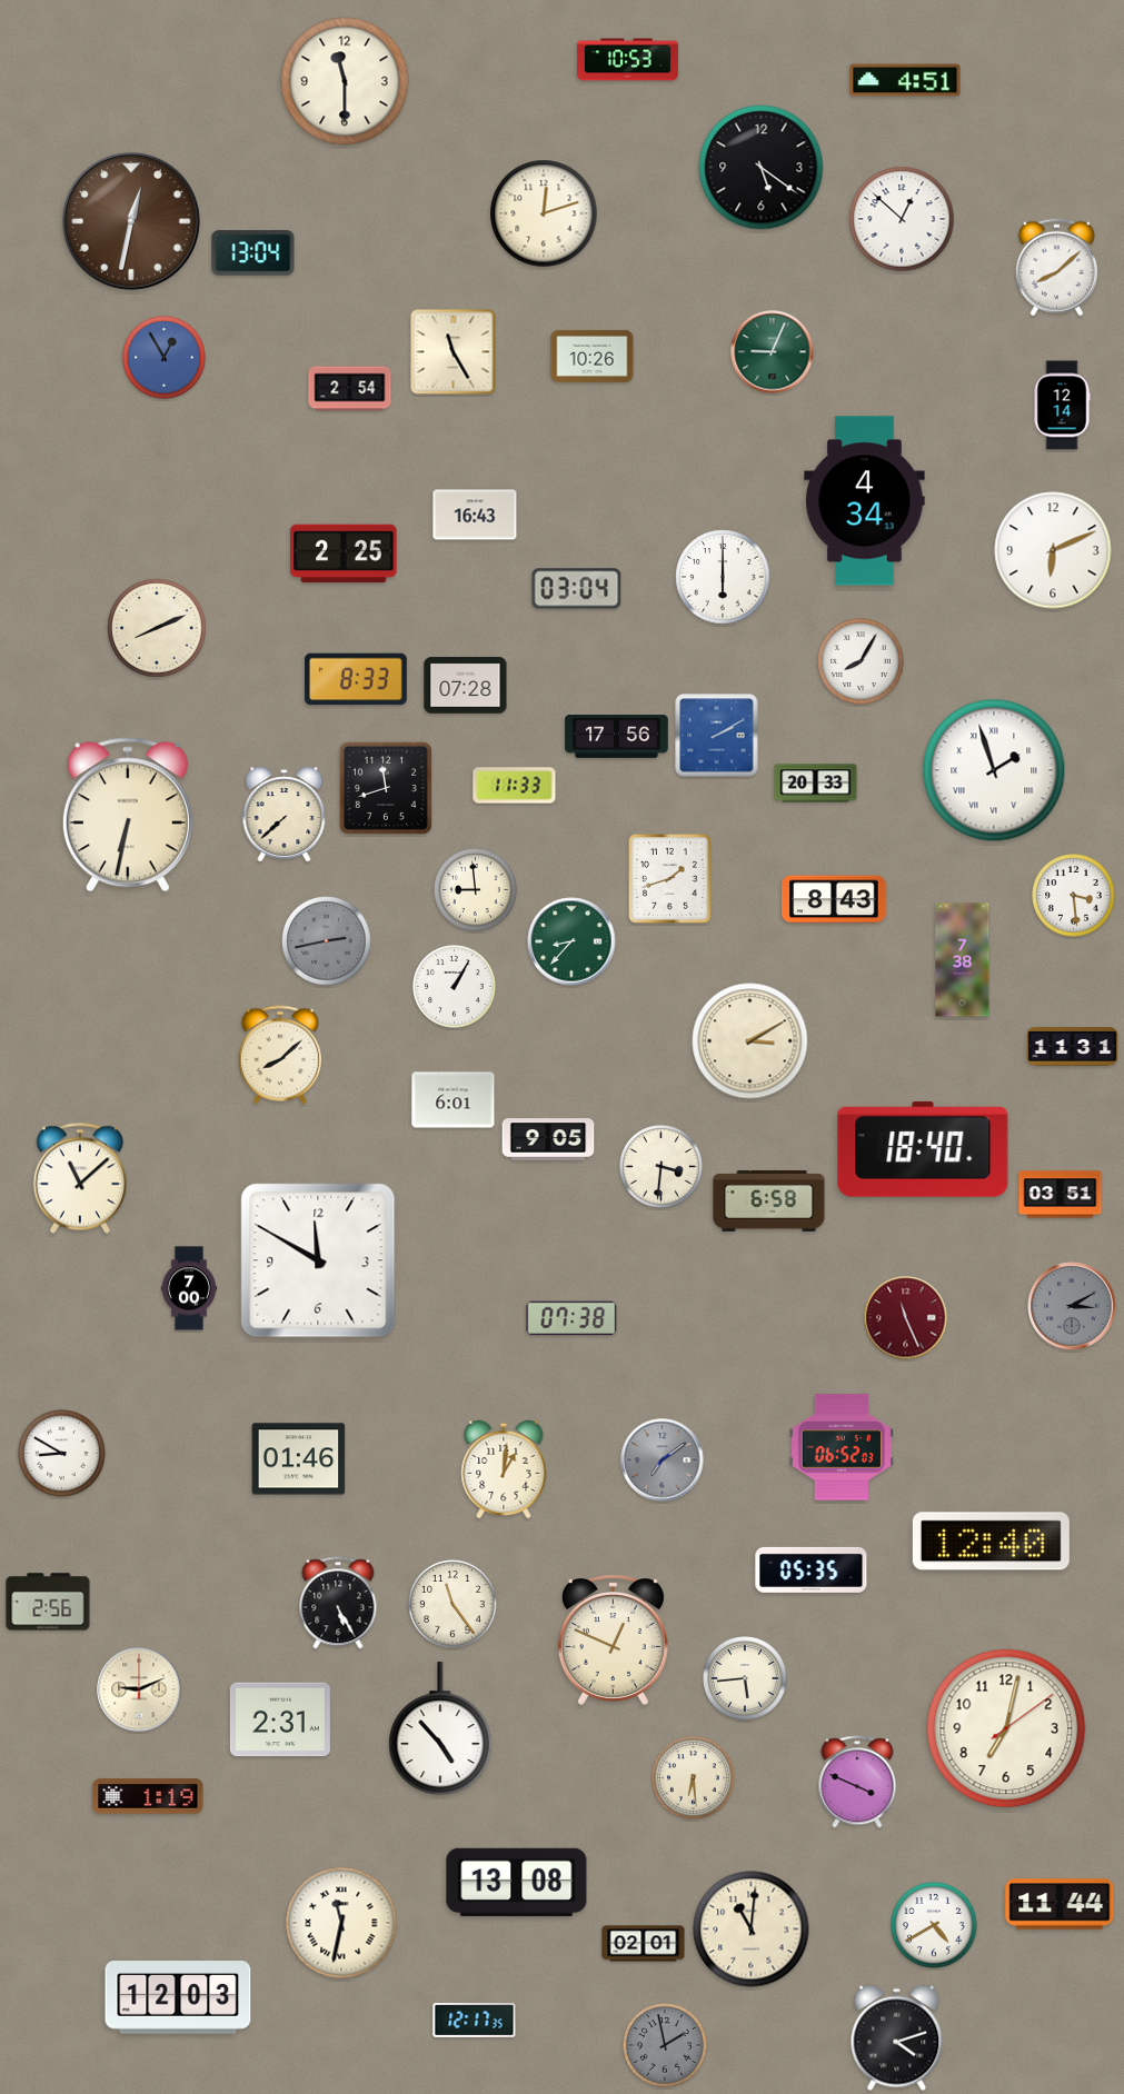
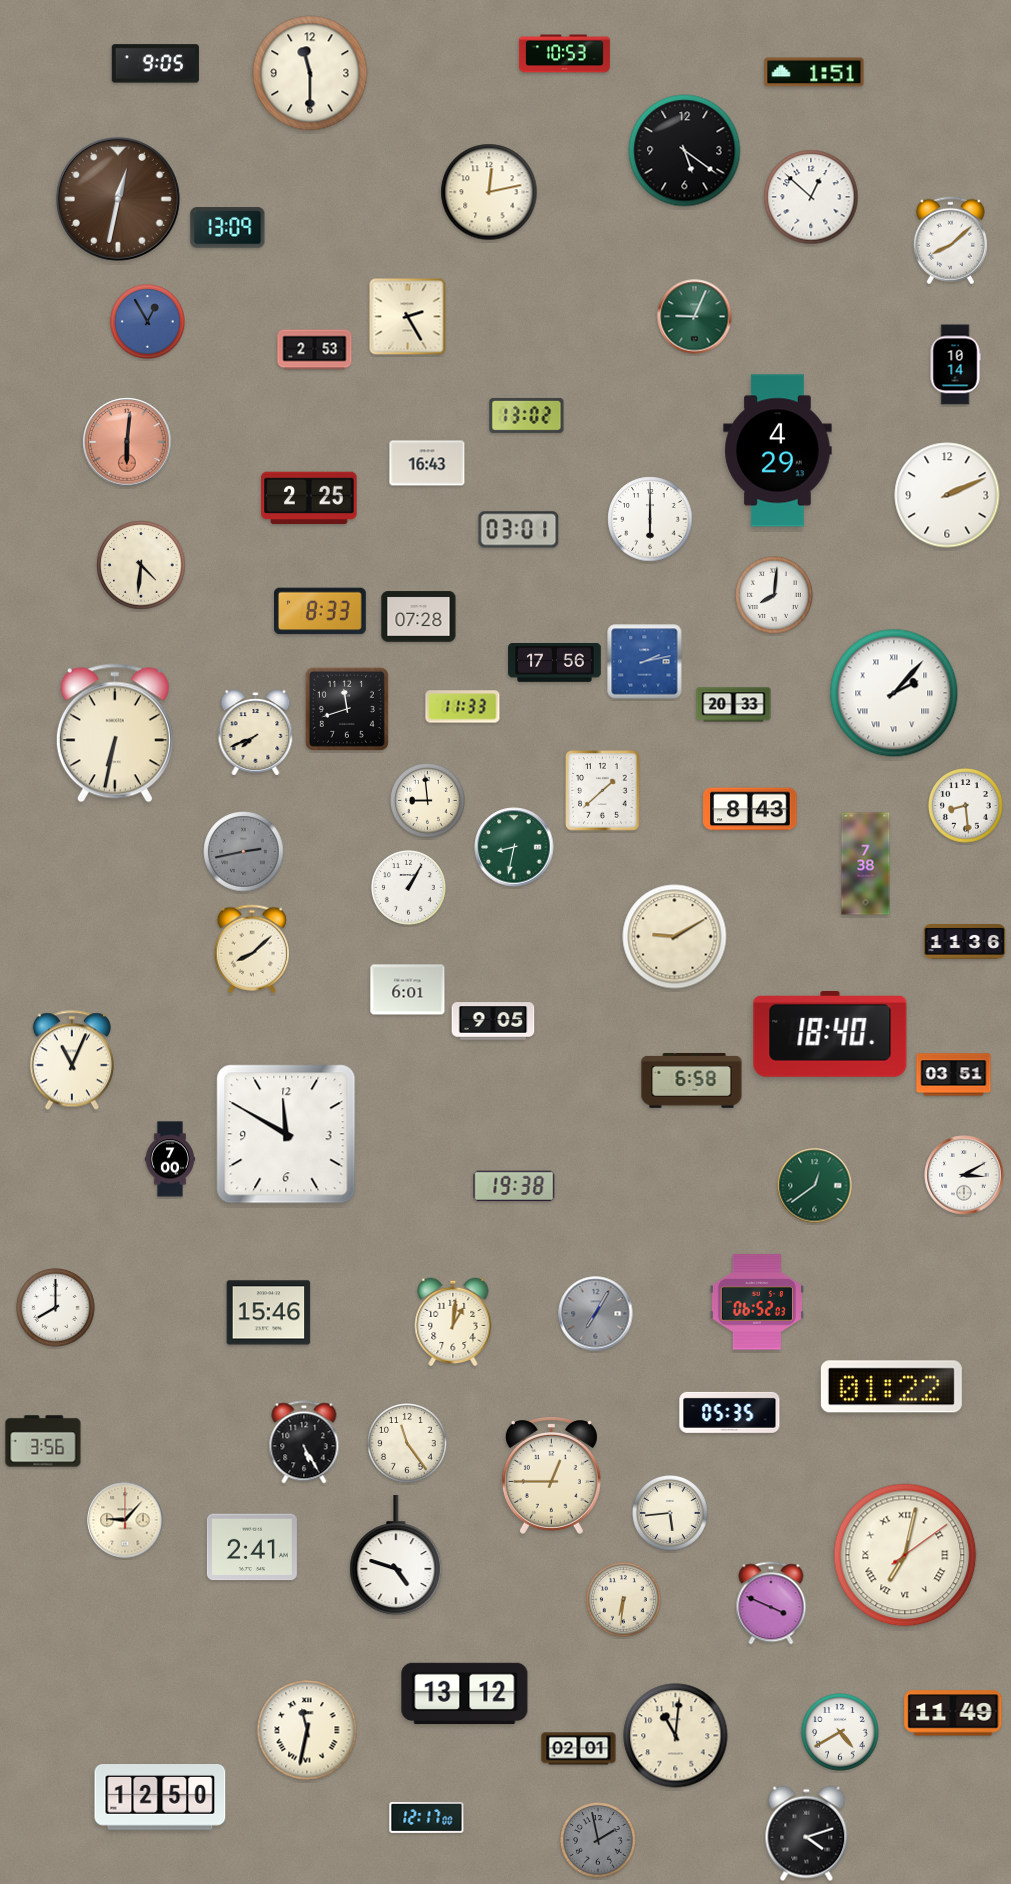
clock at (155, 64): none -> 9:05
clock at (905, 80): 4:51 -> 1:51
clock at (544, 213): 12:12 -> 12:13
clock at (253, 253): 13:04 -> 13:09
clock at (454, 352): 11:25 -> 2:25
clock at (593, 356): 10:26 -> none
clock at (350, 389): 2:54 -> 2:53
clock at (1062, 406): 12:14 -> 10:14
clock at (527, 415): none -> 13:02
clock at (127, 442): none -> 6:01
clock at (865, 501): 4:34 -> 4:29
clock at (1053, 550): 6:11 -> 2:11
clock at (577, 589): 03:04 -> 03:01
clock at (157, 628): 8:11 -> 4:31
clock at (861, 661): 8:05 -> 8:01
clock at (717, 736): 2:10 -> 2:13
clock at (994, 770): 1:57 -> 2:07
clock at (285, 815): 7:38 -> 7:41
clock at (670, 879): 1:42 -> 1:38
clock at (1074, 896): 3:29 -> 8:29
clock at (327, 941) position: (327, 941) -> (244, 852)
clock at (571, 941): 8:37 -> 8:32
clock at (750, 1041): 3:10 -> 9:10
clock at (1073, 1047): 11:31 -> 11:36
clock at (548, 1139) position: (548, 1139) -> (493, 1021)
clock at (662, 1167): 3:31 -> none
clock at (79, 1178): 11:08 -> 11:04
clock at (1072, 1306) dial: grey -> white
clock at (571, 1318): 07:38 -> 19:38
clock at (906, 1318): 11:26 -> 12:39
clock at (906, 1318) dial: burgundy -> green
clock at (62, 1454): 8:50 -> 8:00
clock at (299, 1459): 01:46 -> 15:46
clock at (663, 1460): 7:09 -> 7:05
clock at (991, 1542): 12:40 -> 01:22
clock at (48, 1602): 2:56 -> 3:56
clock at (613, 1639): 12:49 -> 12:45
clock at (745, 1678) position: (745, 1678) -> (670, 1513)
clock at (139, 1689): 9:11 -> 9:07
clock at (280, 1719): 2:31 -> 2:41
clock at (1006, 1728) numerals: Arabic -> Roman
clock at (440, 1729): 4:53 -> 4:48
clock at (694, 1778): 6:29 -> 6:31
clock at (148, 1796): 1:19 -> none
clock at (517, 1883): 13:08 -> 13:12
clock at (1060, 1904): 11:44 -> 11:49
clock at (178, 1998): 12:03 -> 12:50
clock at (475, 2020): 12:17:35 -> 12:17:00
